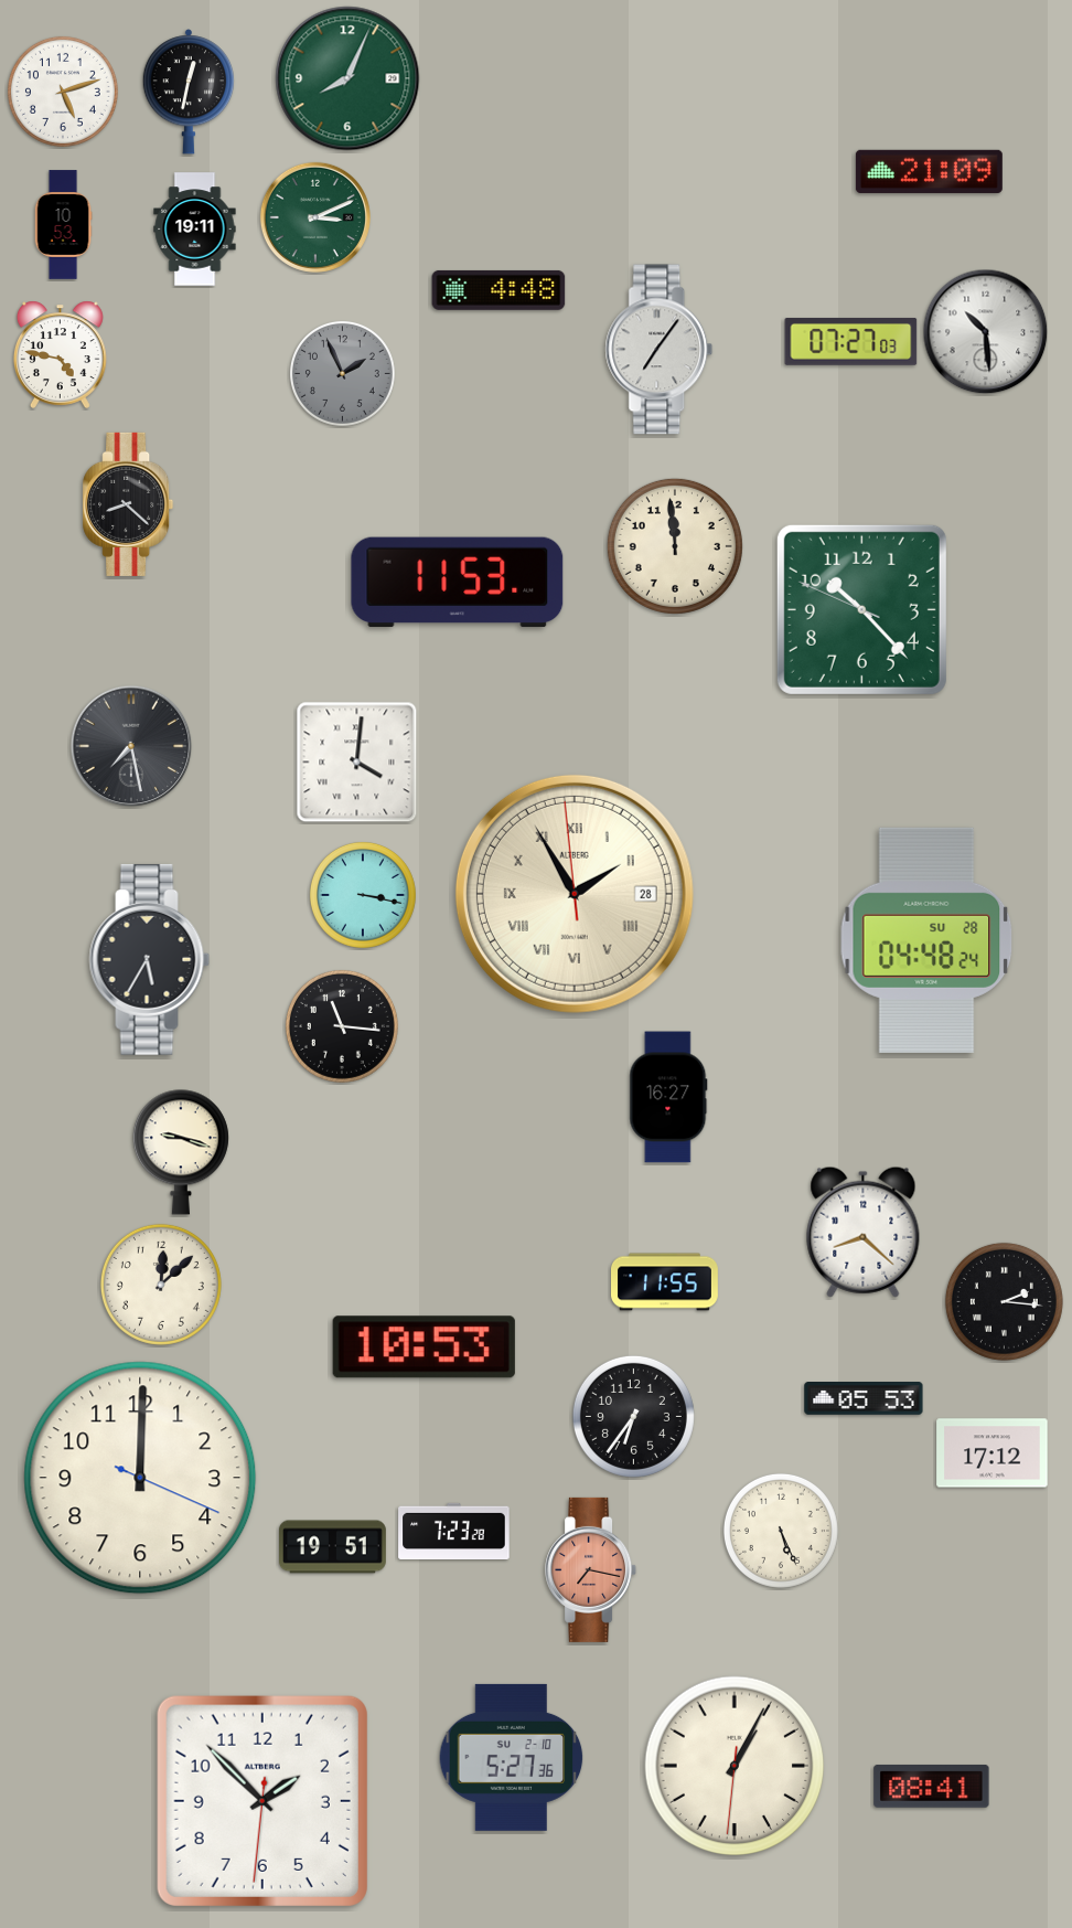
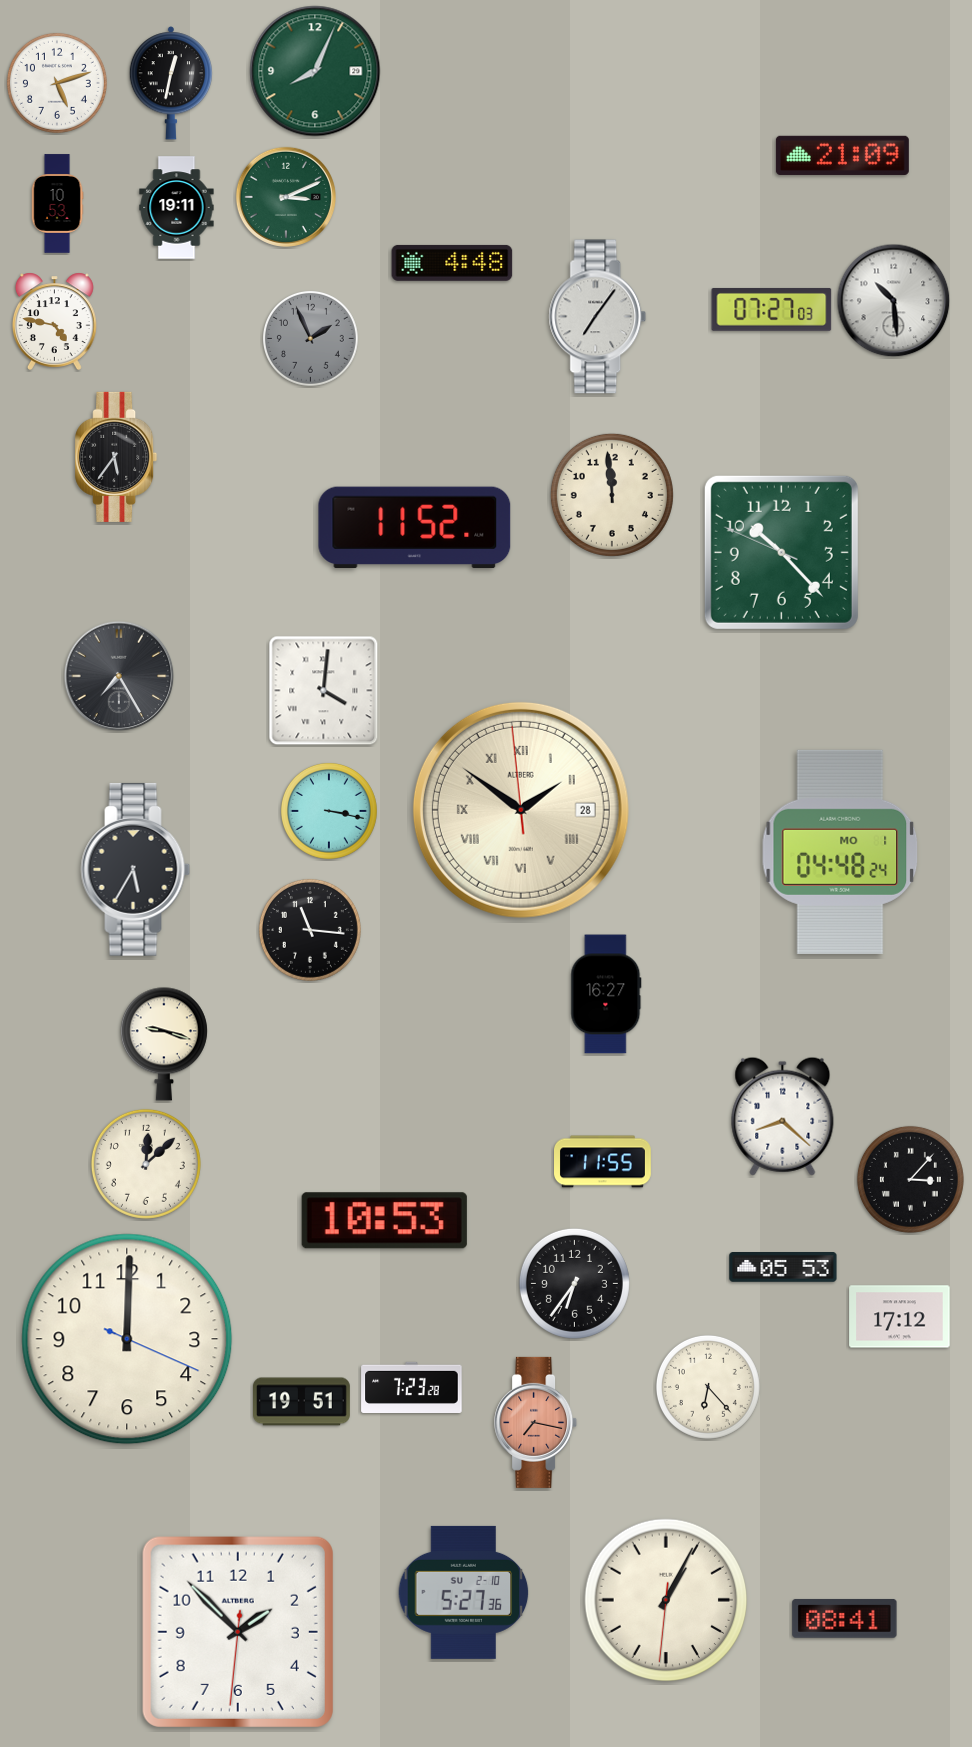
clock at (128, 504): 8:22 -> 5:36
clock at (458, 583): 11:53 -> 11:52
clock at (131, 746): 7:28 -> 7:25
clock at (575, 894): 1:54 -> 1:50
clock at (926, 940) date: SU 28 -> MO 1
clock at (1004, 1301): 2:16 -> 3:07
clock at (781, 1531): 5:26 -> 6:23
